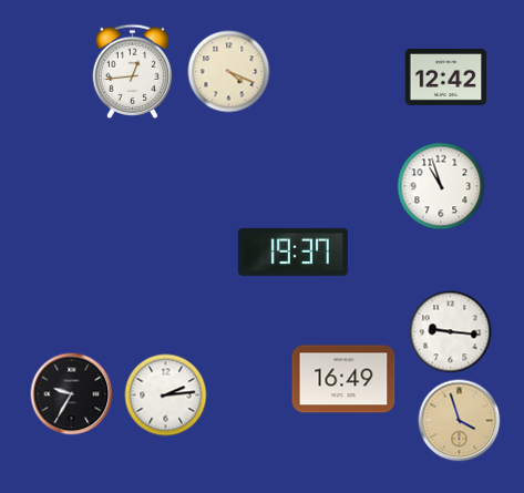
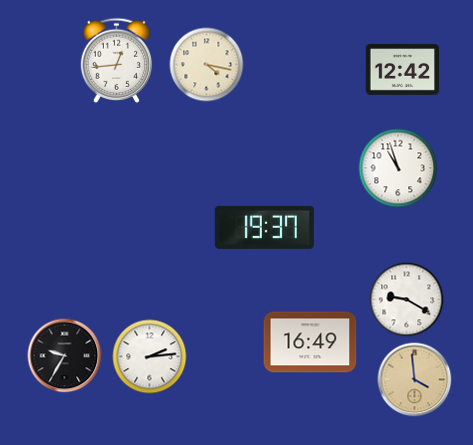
clock at (133, 71) position: (133, 71) -> (117, 60)
clock at (229, 72): 4:19 -> 4:17
clock at (451, 332): 9:16 -> 9:20
clock at (460, 421): 3:57 -> 3:59
